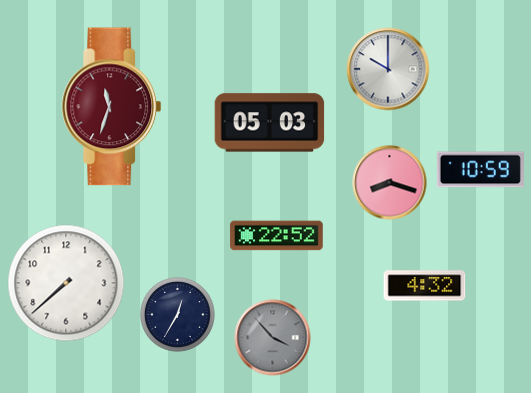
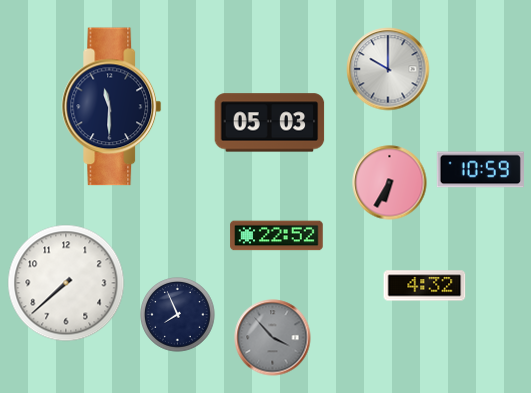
clock at (112, 107): 11:33 -> 11:30
clock at (112, 107) dial: burgundy -> navy
clock at (390, 183): 8:18 -> 6:35
clock at (178, 315): 12:35 -> 7:56
